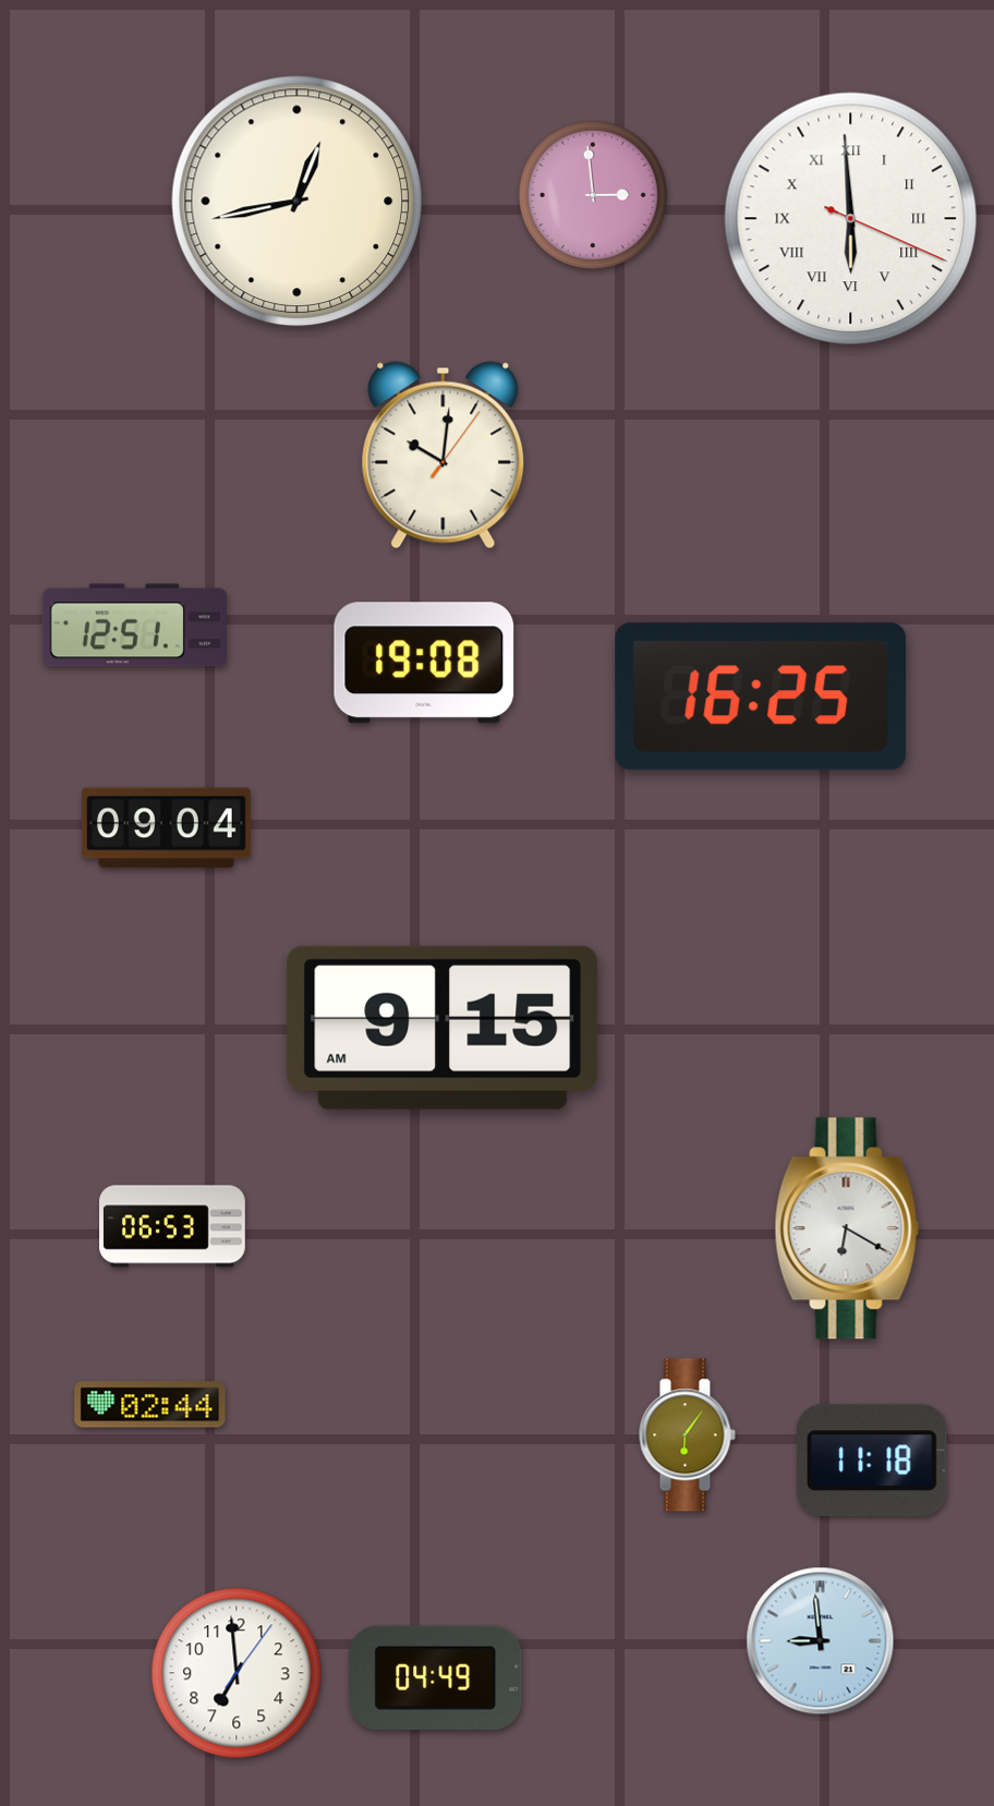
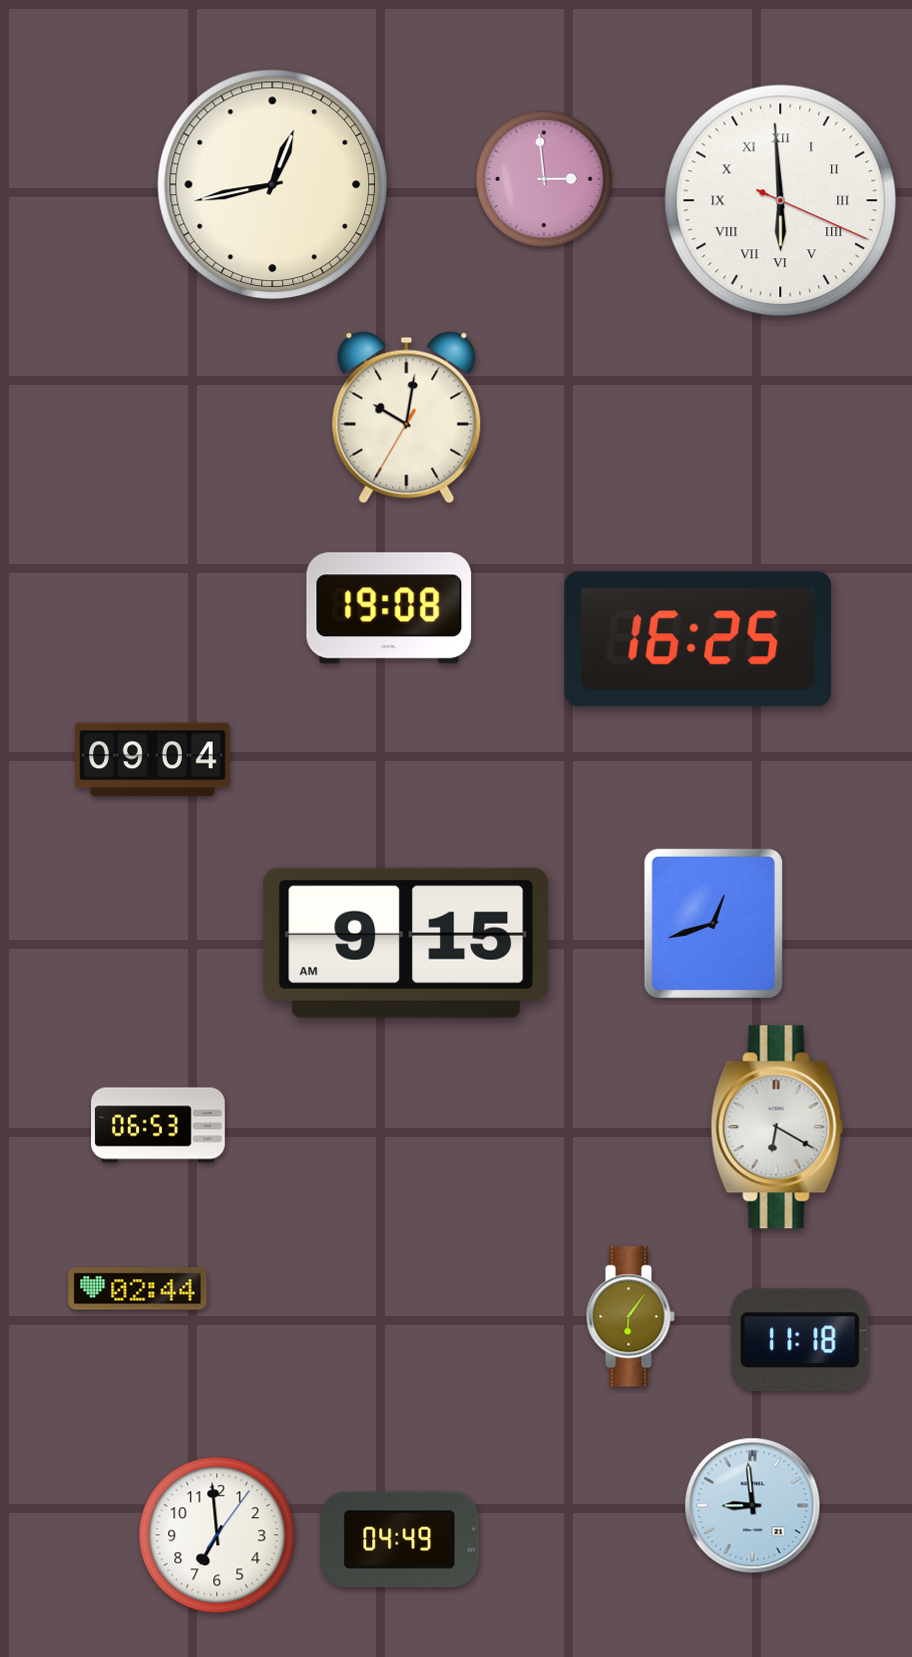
clock at (444, 456): 10:01:06 -> 10:01:35
clock at (134, 626): 12:51 -> none
clock at (713, 923): none -> 12:42
